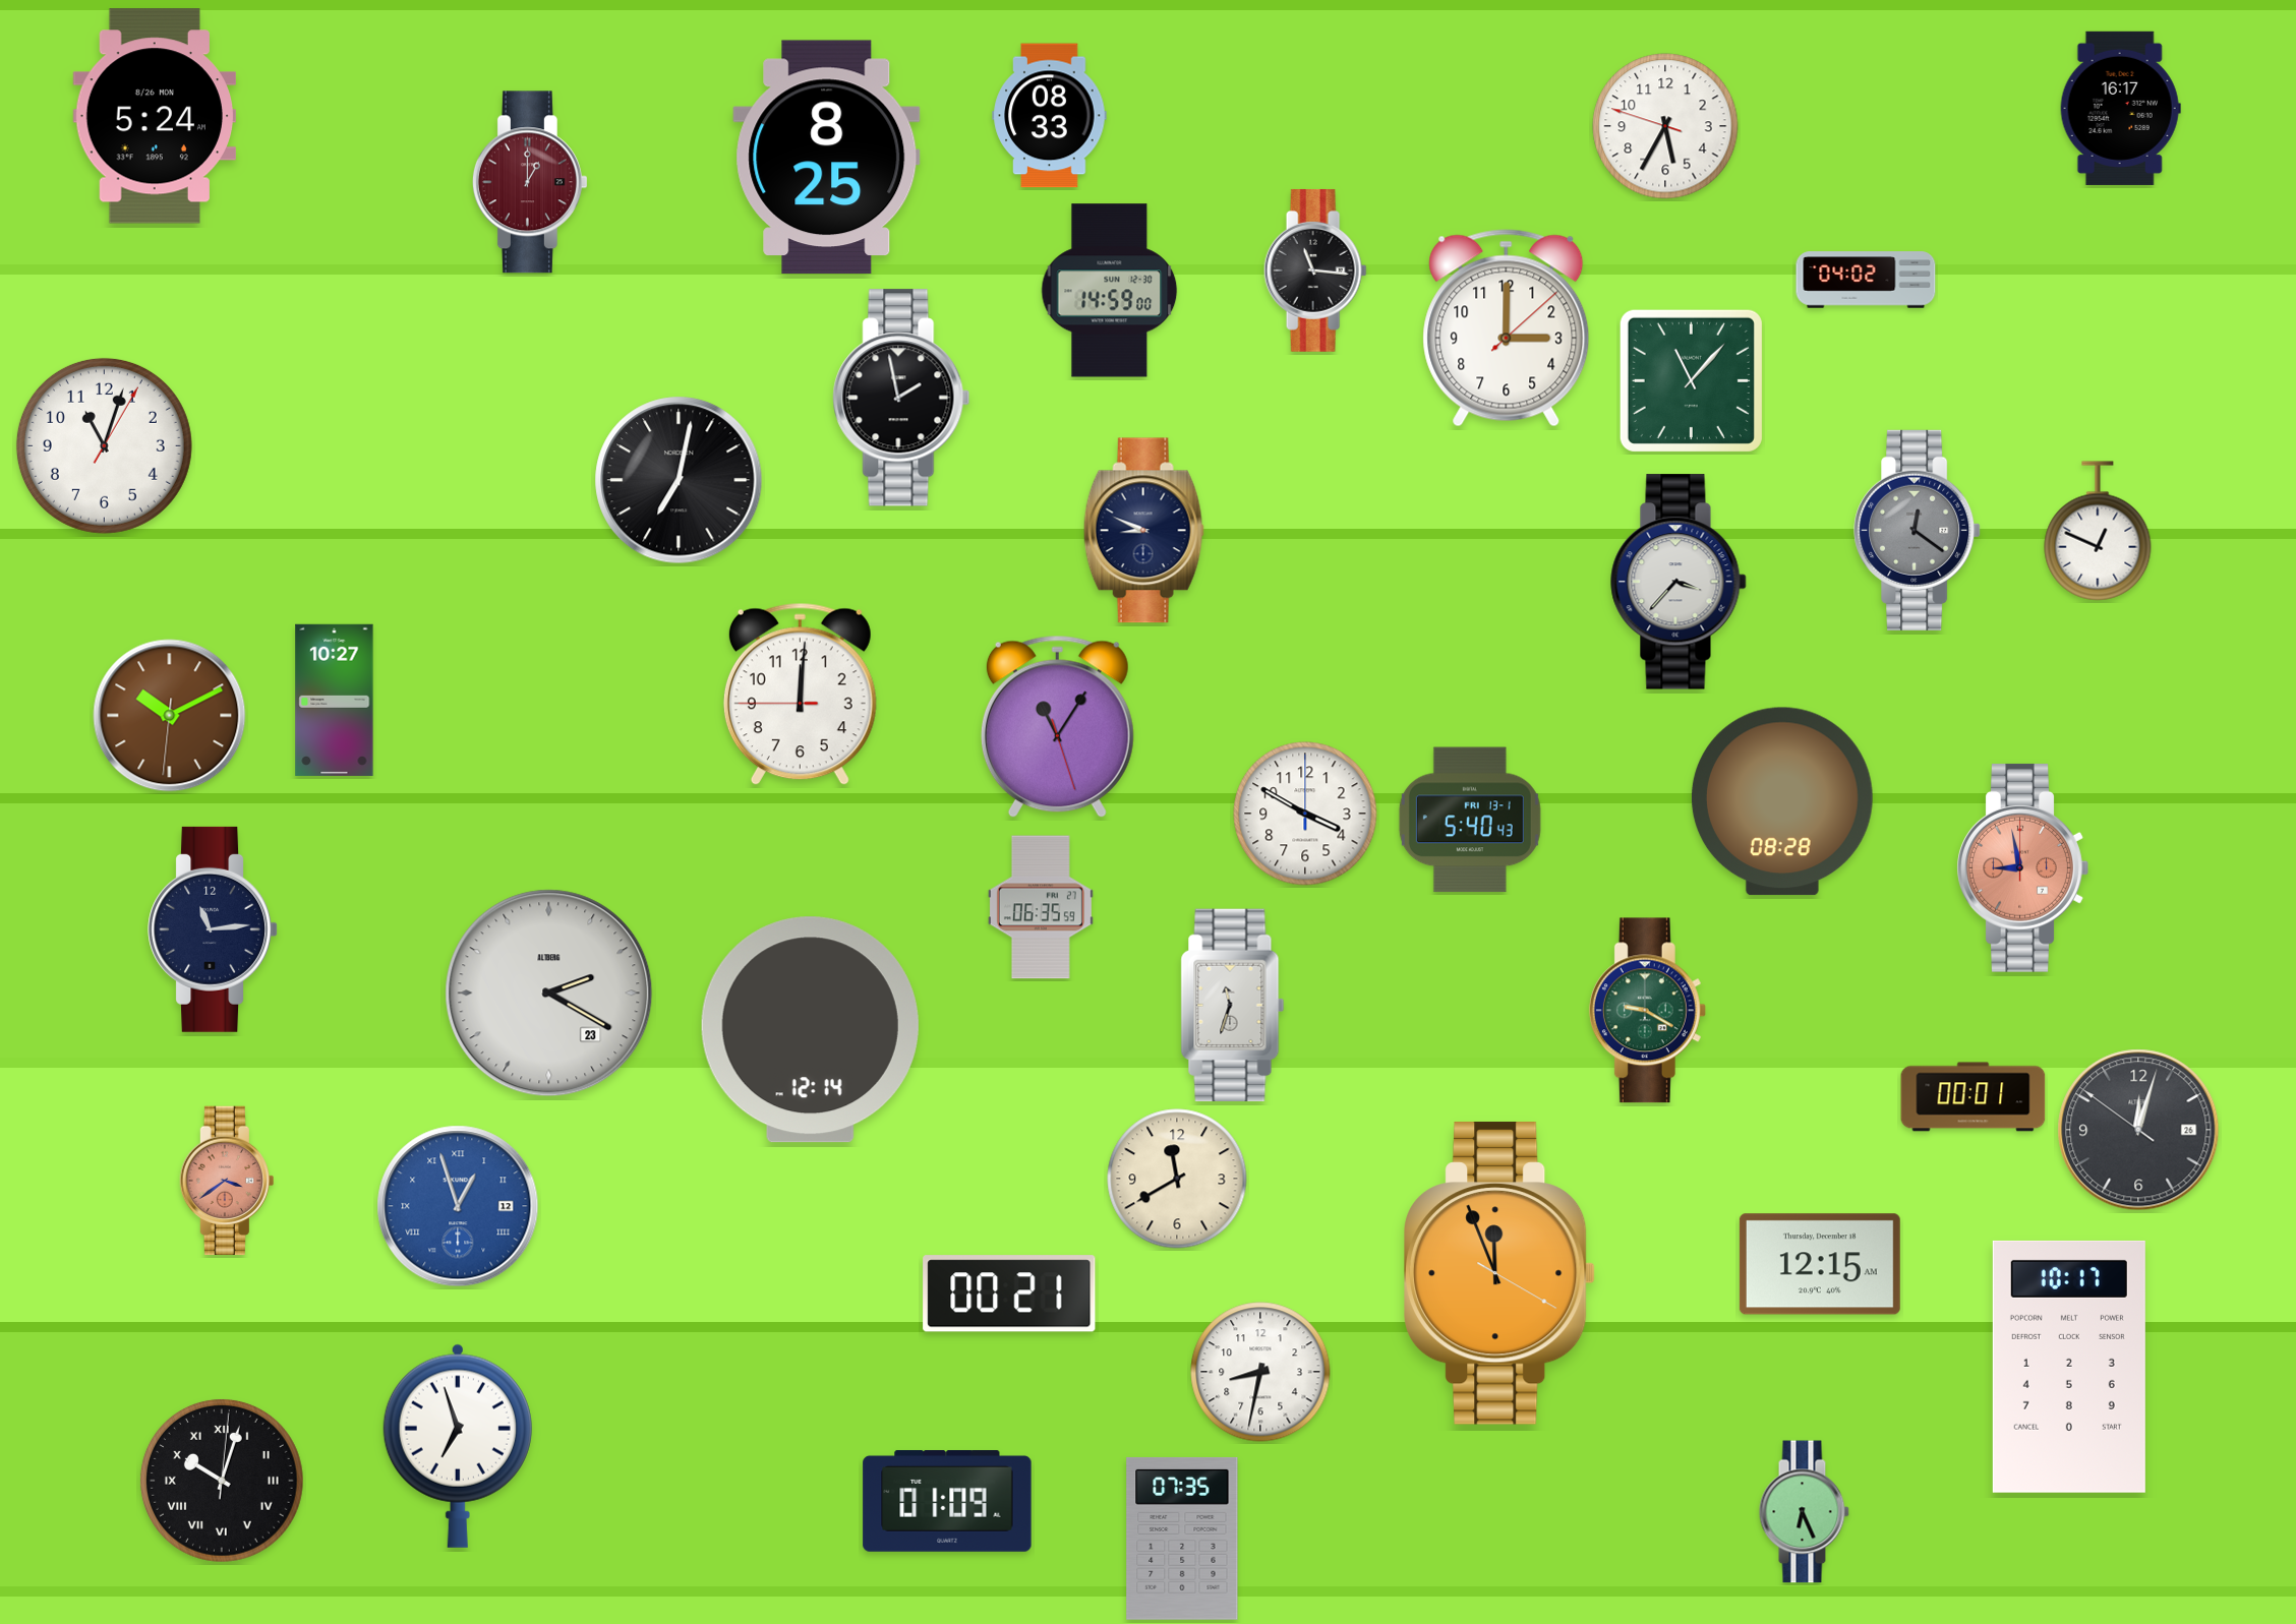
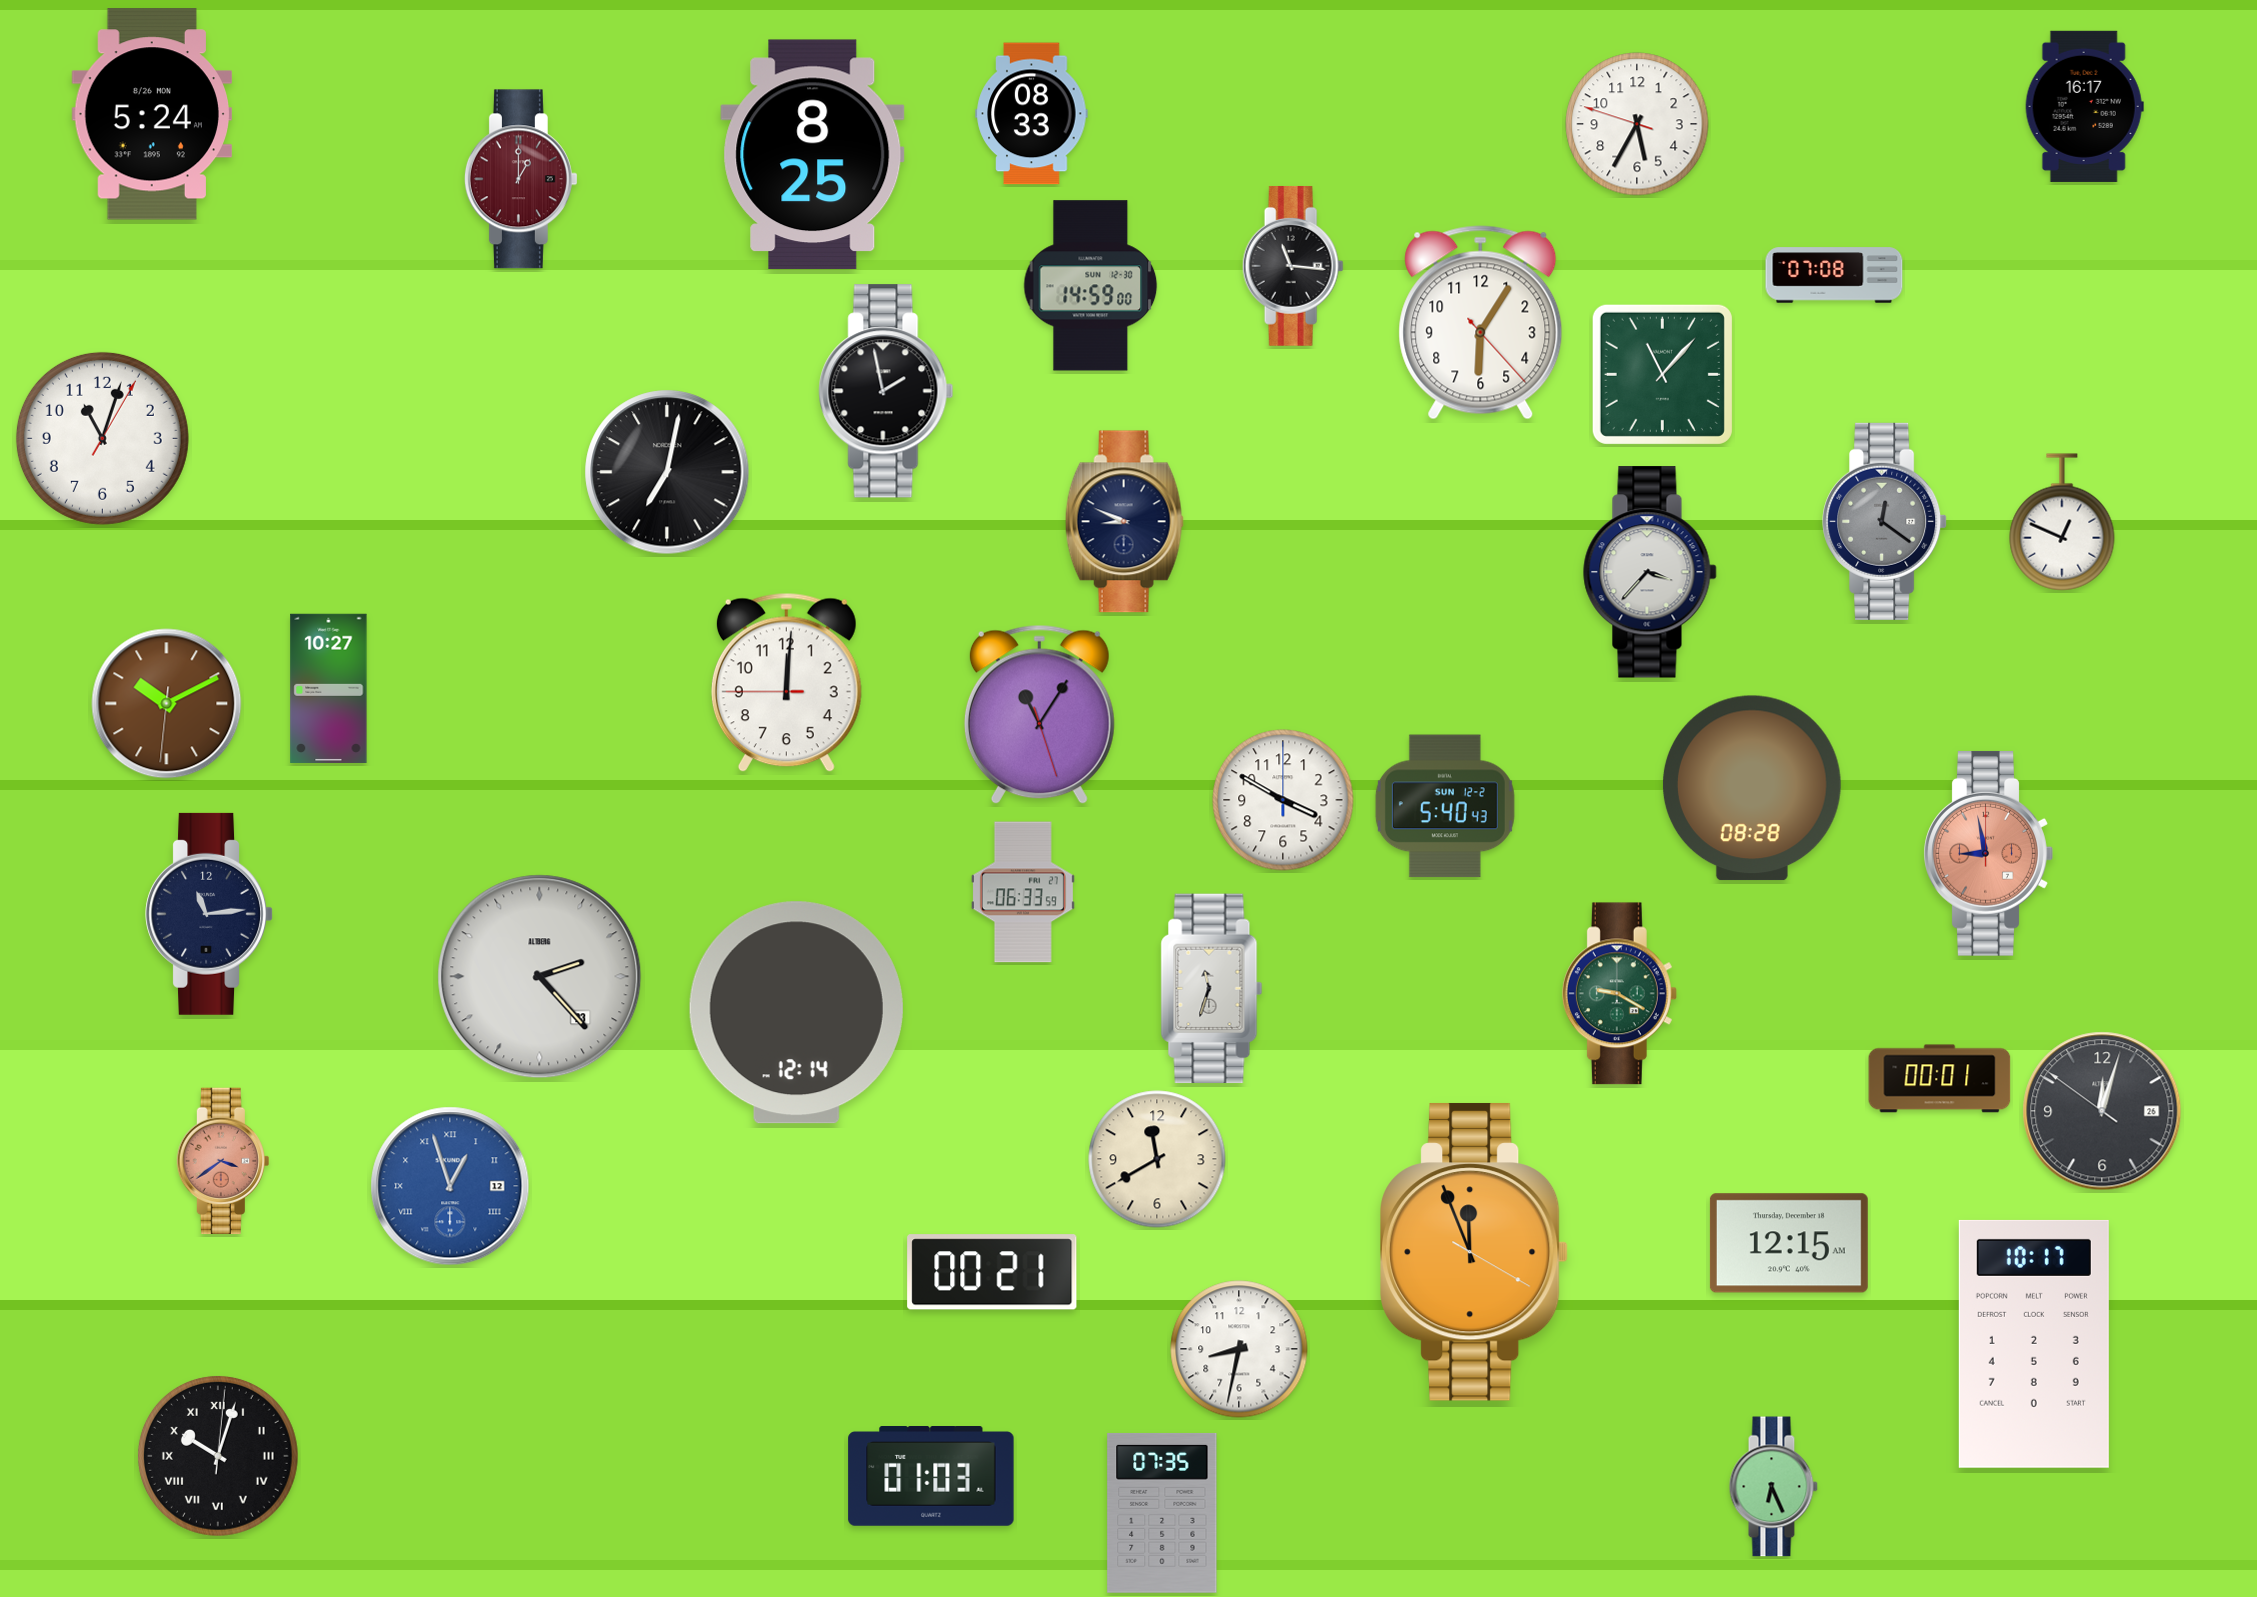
clock at (1866, 280): 04:02 -> 07:08
clock at (1507, 328): 3:00 -> 6:05
clock at (1470, 820) date: FRI 13-1 -> SUN 12-2
clock at (1041, 907): 06:35 -> 06:33
clock at (549, 994): 2:20 -> 2:23
clock at (458, 1446): 6:57 -> none
clock at (947, 1502): 01:09 -> 01:03
